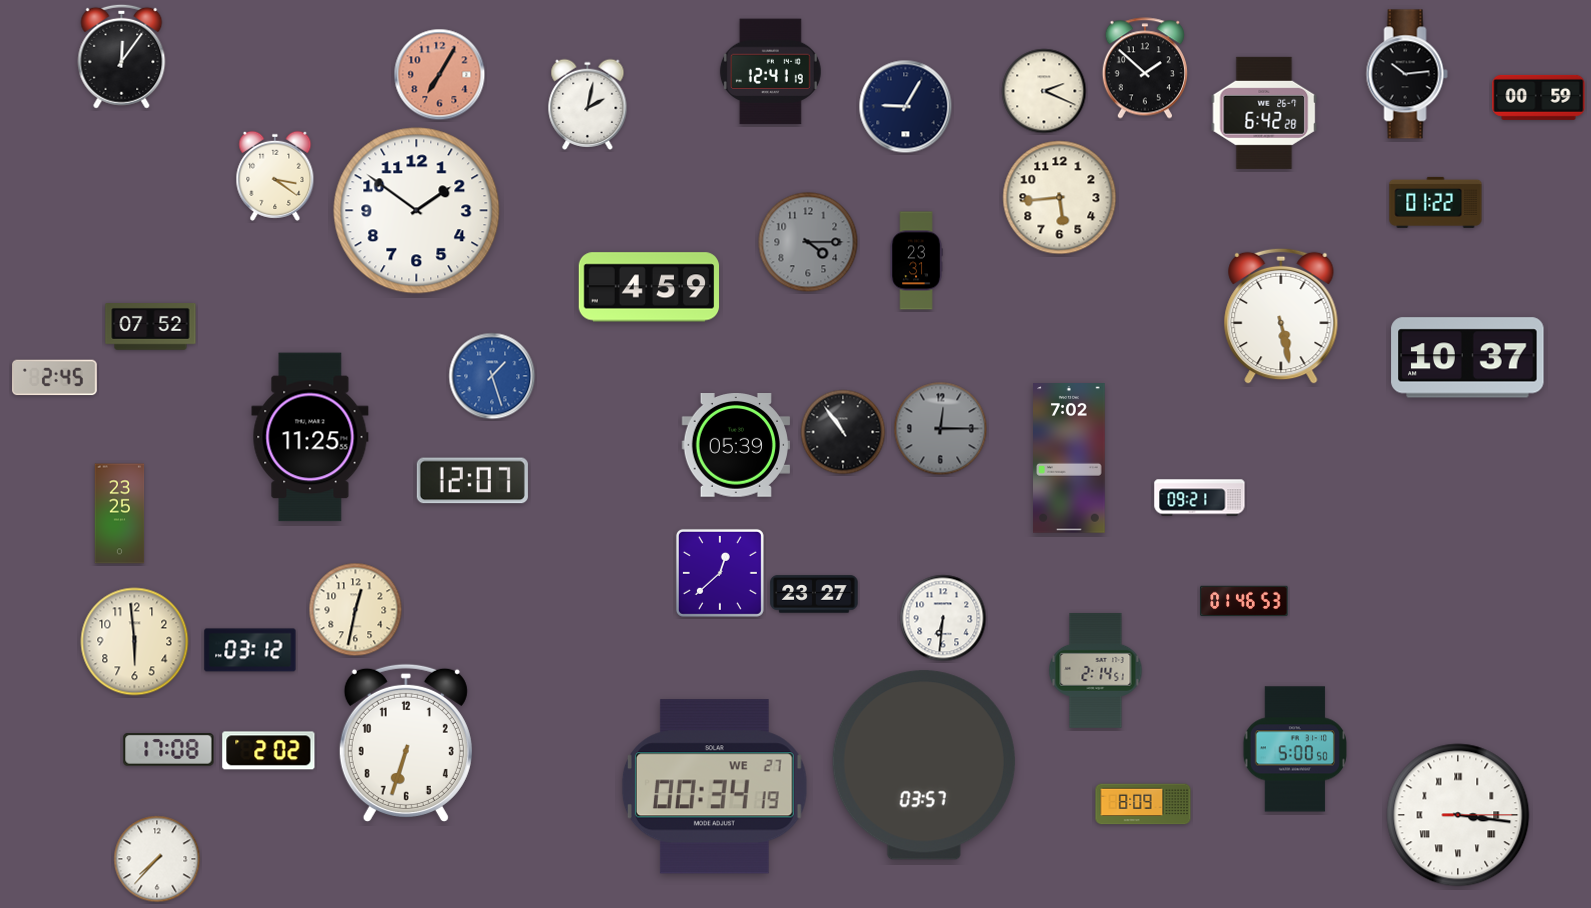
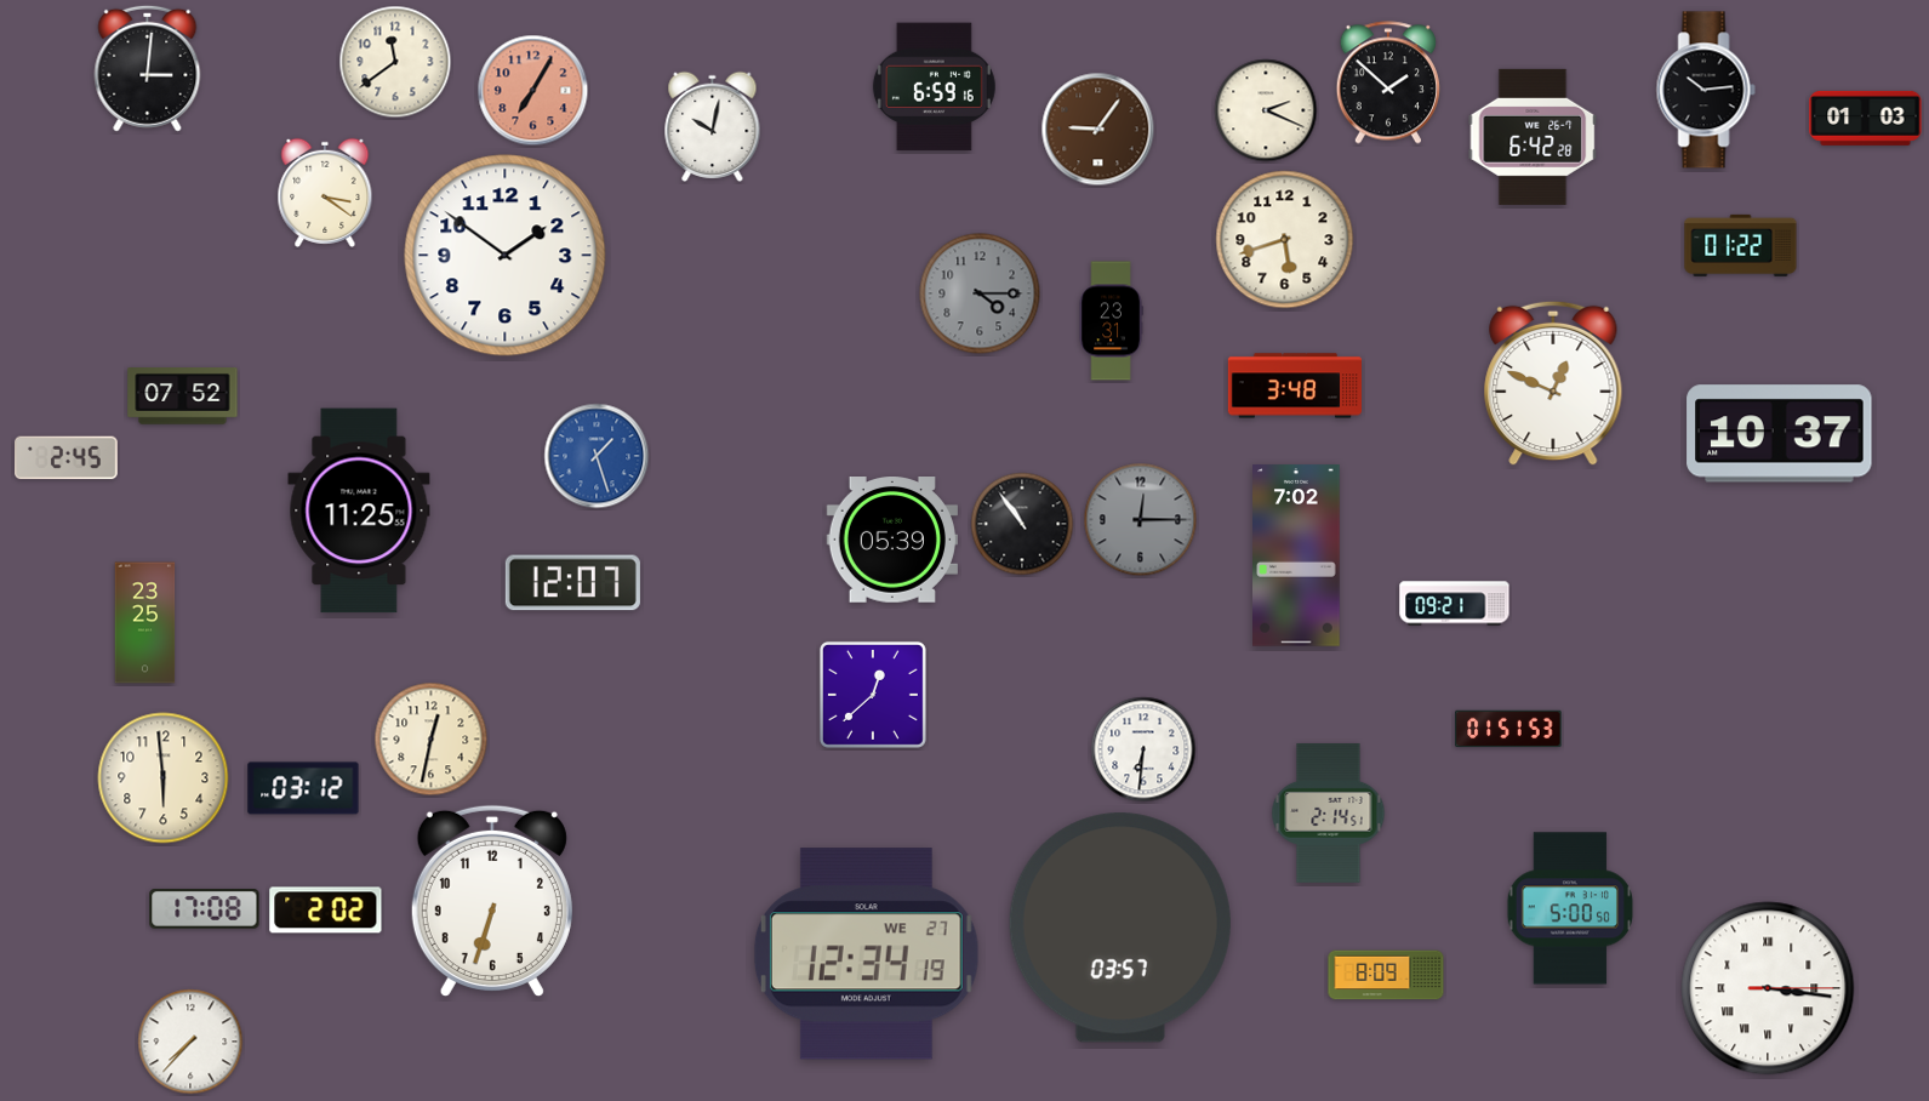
clock at (395, 62): none -> 11:39
clock at (122, 56): 12:06 -> 3:01
clock at (770, 72): 12:41 -> 6:59
clock at (1539, 97): 00:59 -> 01:03
clock at (588, 104): 2:02 -> 10:02
clock at (906, 107): 9:05 -> 9:06
clock at (906, 107) dial: navy -> brown
clock at (275, 176) position: (275, 176) -> (325, 193)
clock at (1060, 198): 5:44 -> 5:42
clock at (916, 261) position: (916, 261) -> (1111, 321)
clock at (649, 287): 4:59 -> none
clock at (1281, 316): 5:28 -> 12:49
clock at (1294, 386): none -> 3:48
clock at (310, 437) position: (310, 437) -> (359, 510)
clock at (814, 594): 23:27 -> none
clock at (1244, 601): 01:46 -> 01:51
clock at (714, 787): 00:34 -> 12:34
